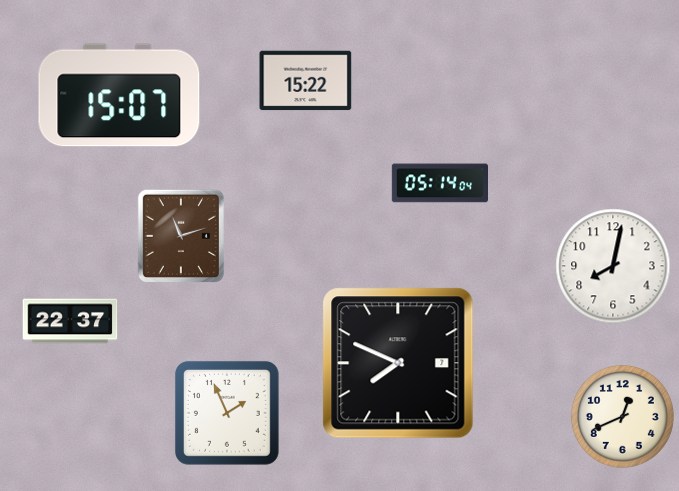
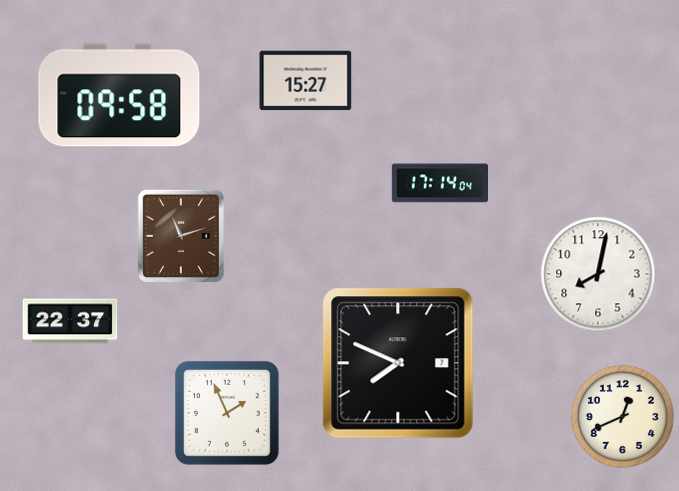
clock at (306, 81): 15:22 -> 15:27
clock at (119, 95): 15:07 -> 09:58
clock at (439, 183): 05:14 -> 17:14
clock at (613, 266) position: (613, 266) -> (598, 274)
